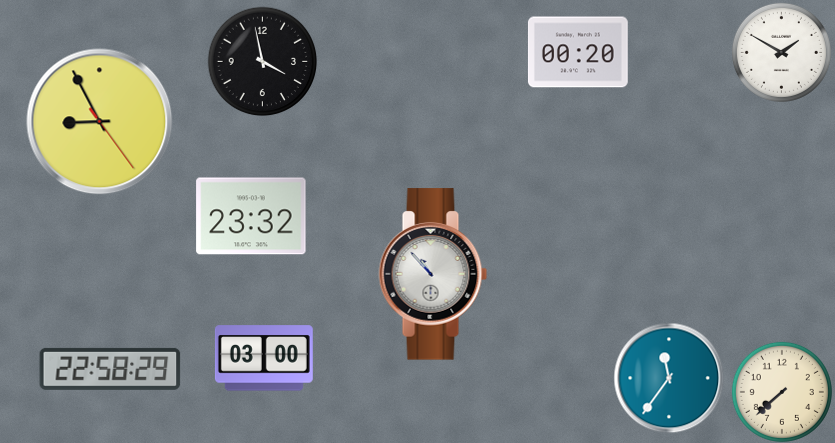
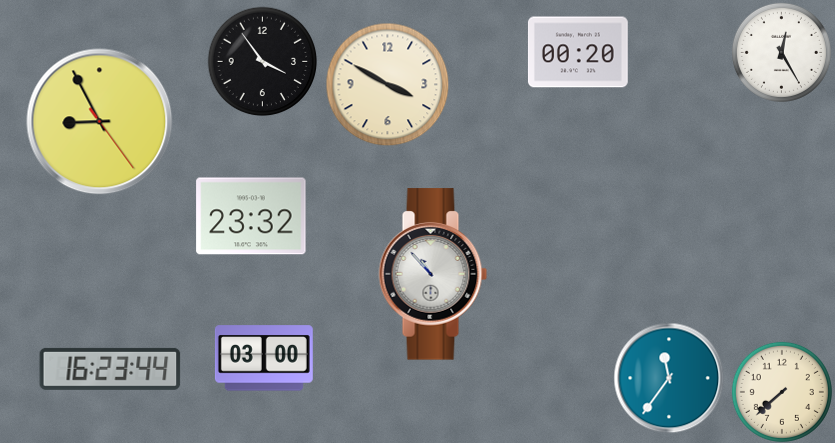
clock at (781, 52): 1:50 -> 12:25
clock at (262, 61): 3:58 -> 3:54
clock at (387, 84): none -> 3:50
clock at (110, 369): 22:58 -> 16:23
